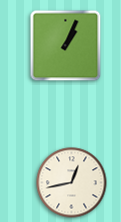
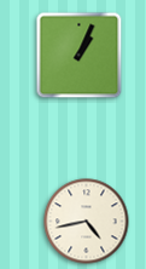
clock at (72, 183): 12:43 -> 4:43
